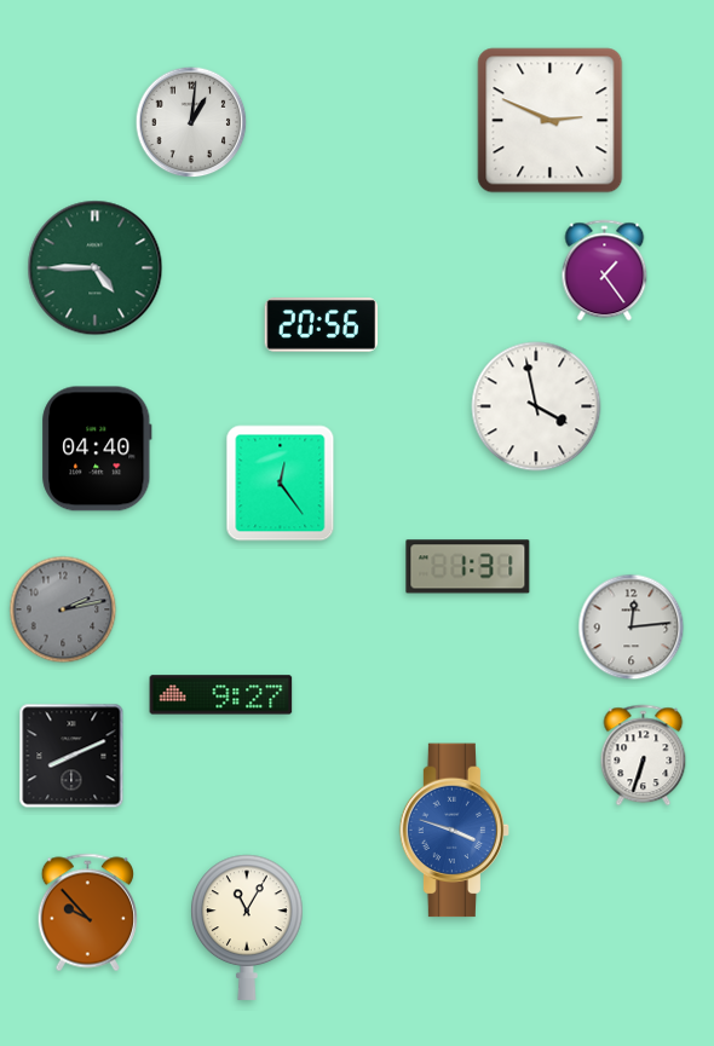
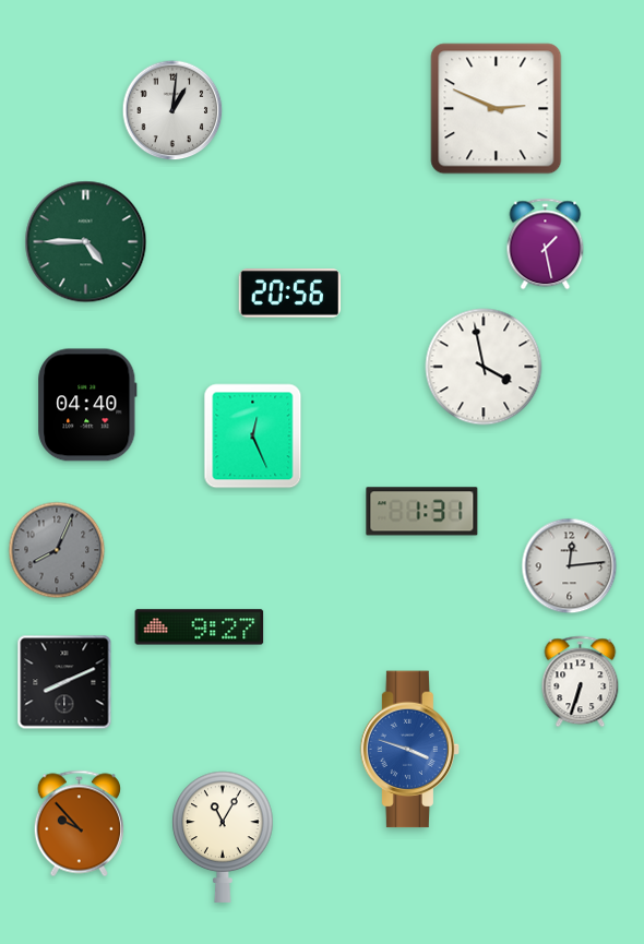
clock at (605, 271): 1:24 -> 1:28
clock at (281, 484): 12:24 -> 12:26
clock at (63, 609): 2:13 -> 8:04
